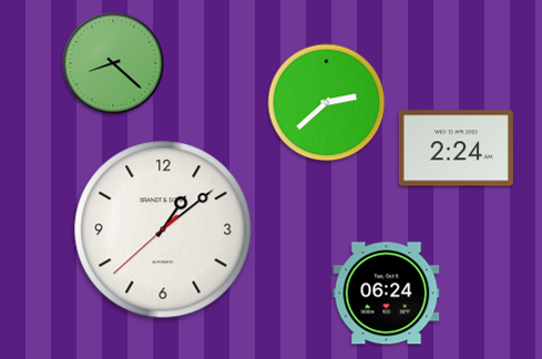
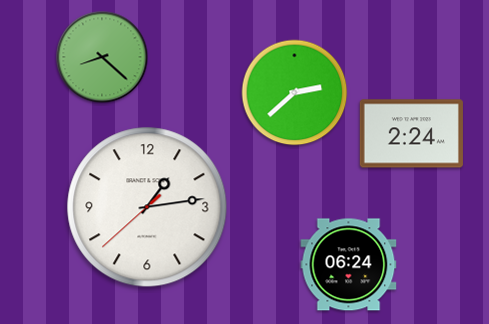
clock at (163, 229): 1:08 -> 1:13
